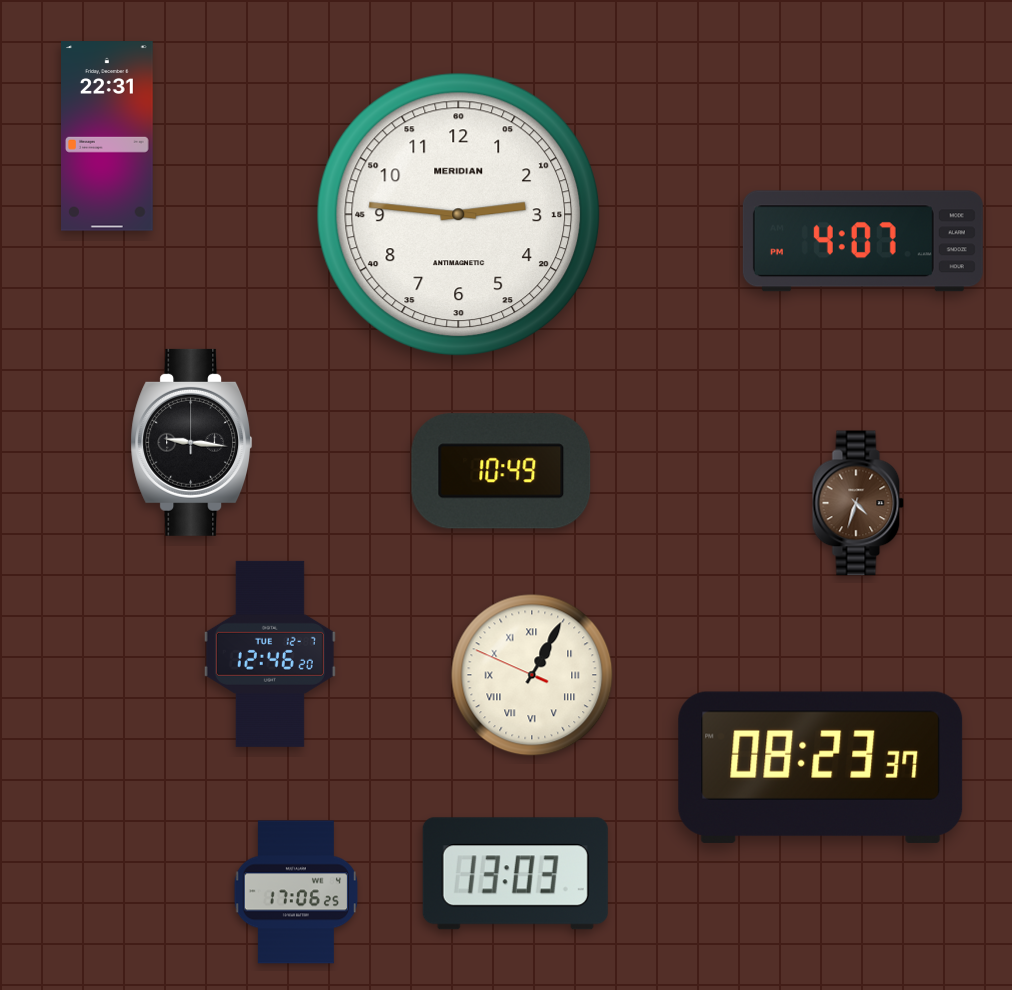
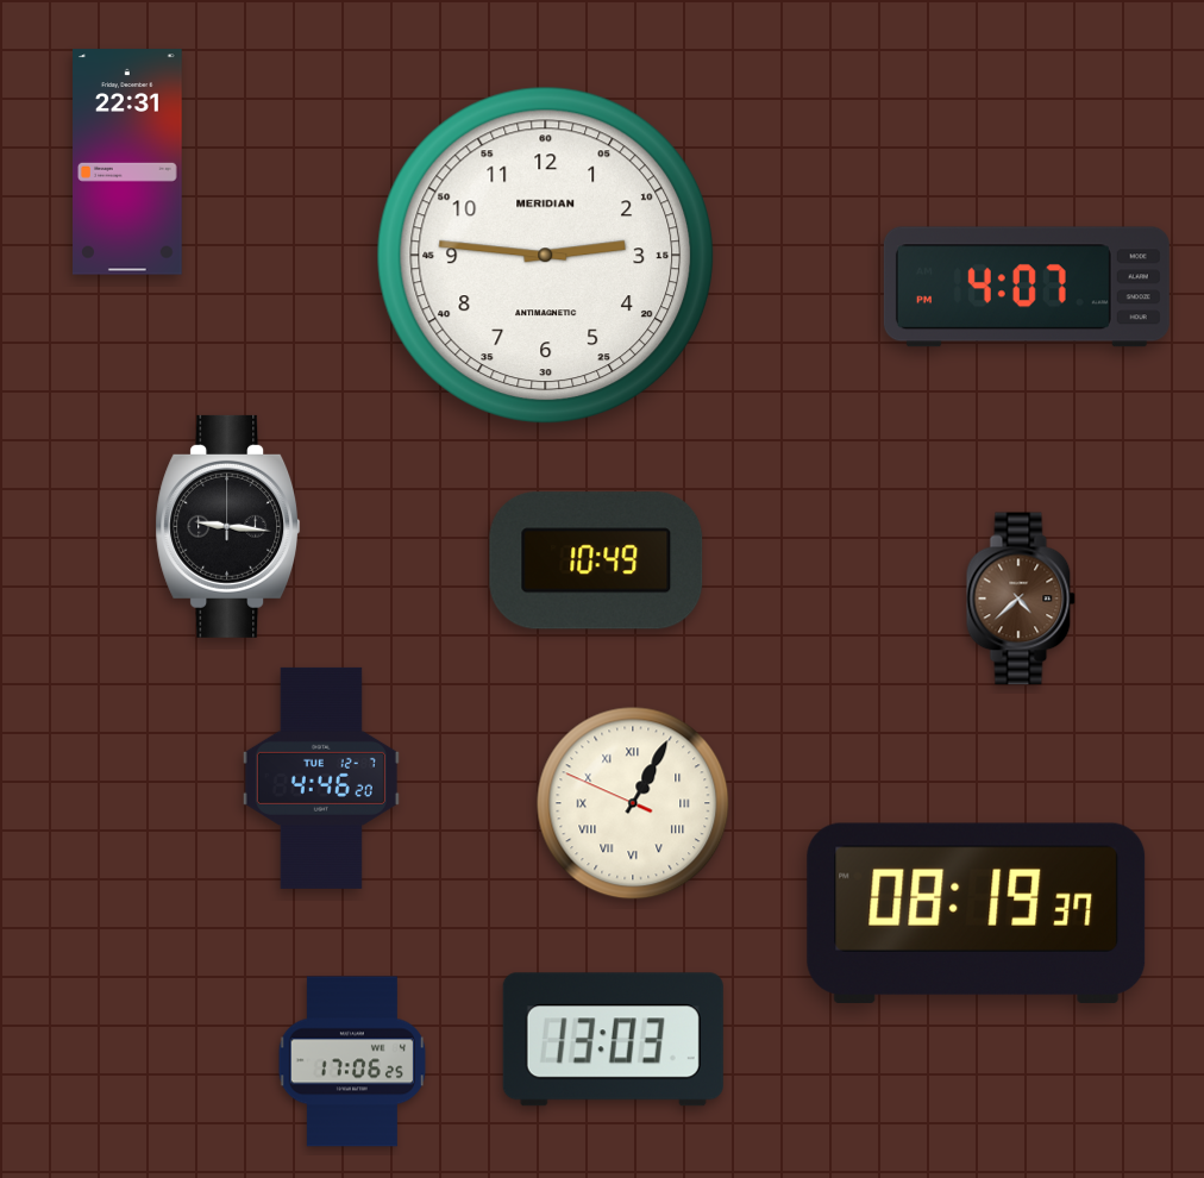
clock at (858, 503): 4:33 -> 4:38
clock at (270, 654): 12:46 -> 4:46
clock at (821, 767): 08:23 -> 08:19
